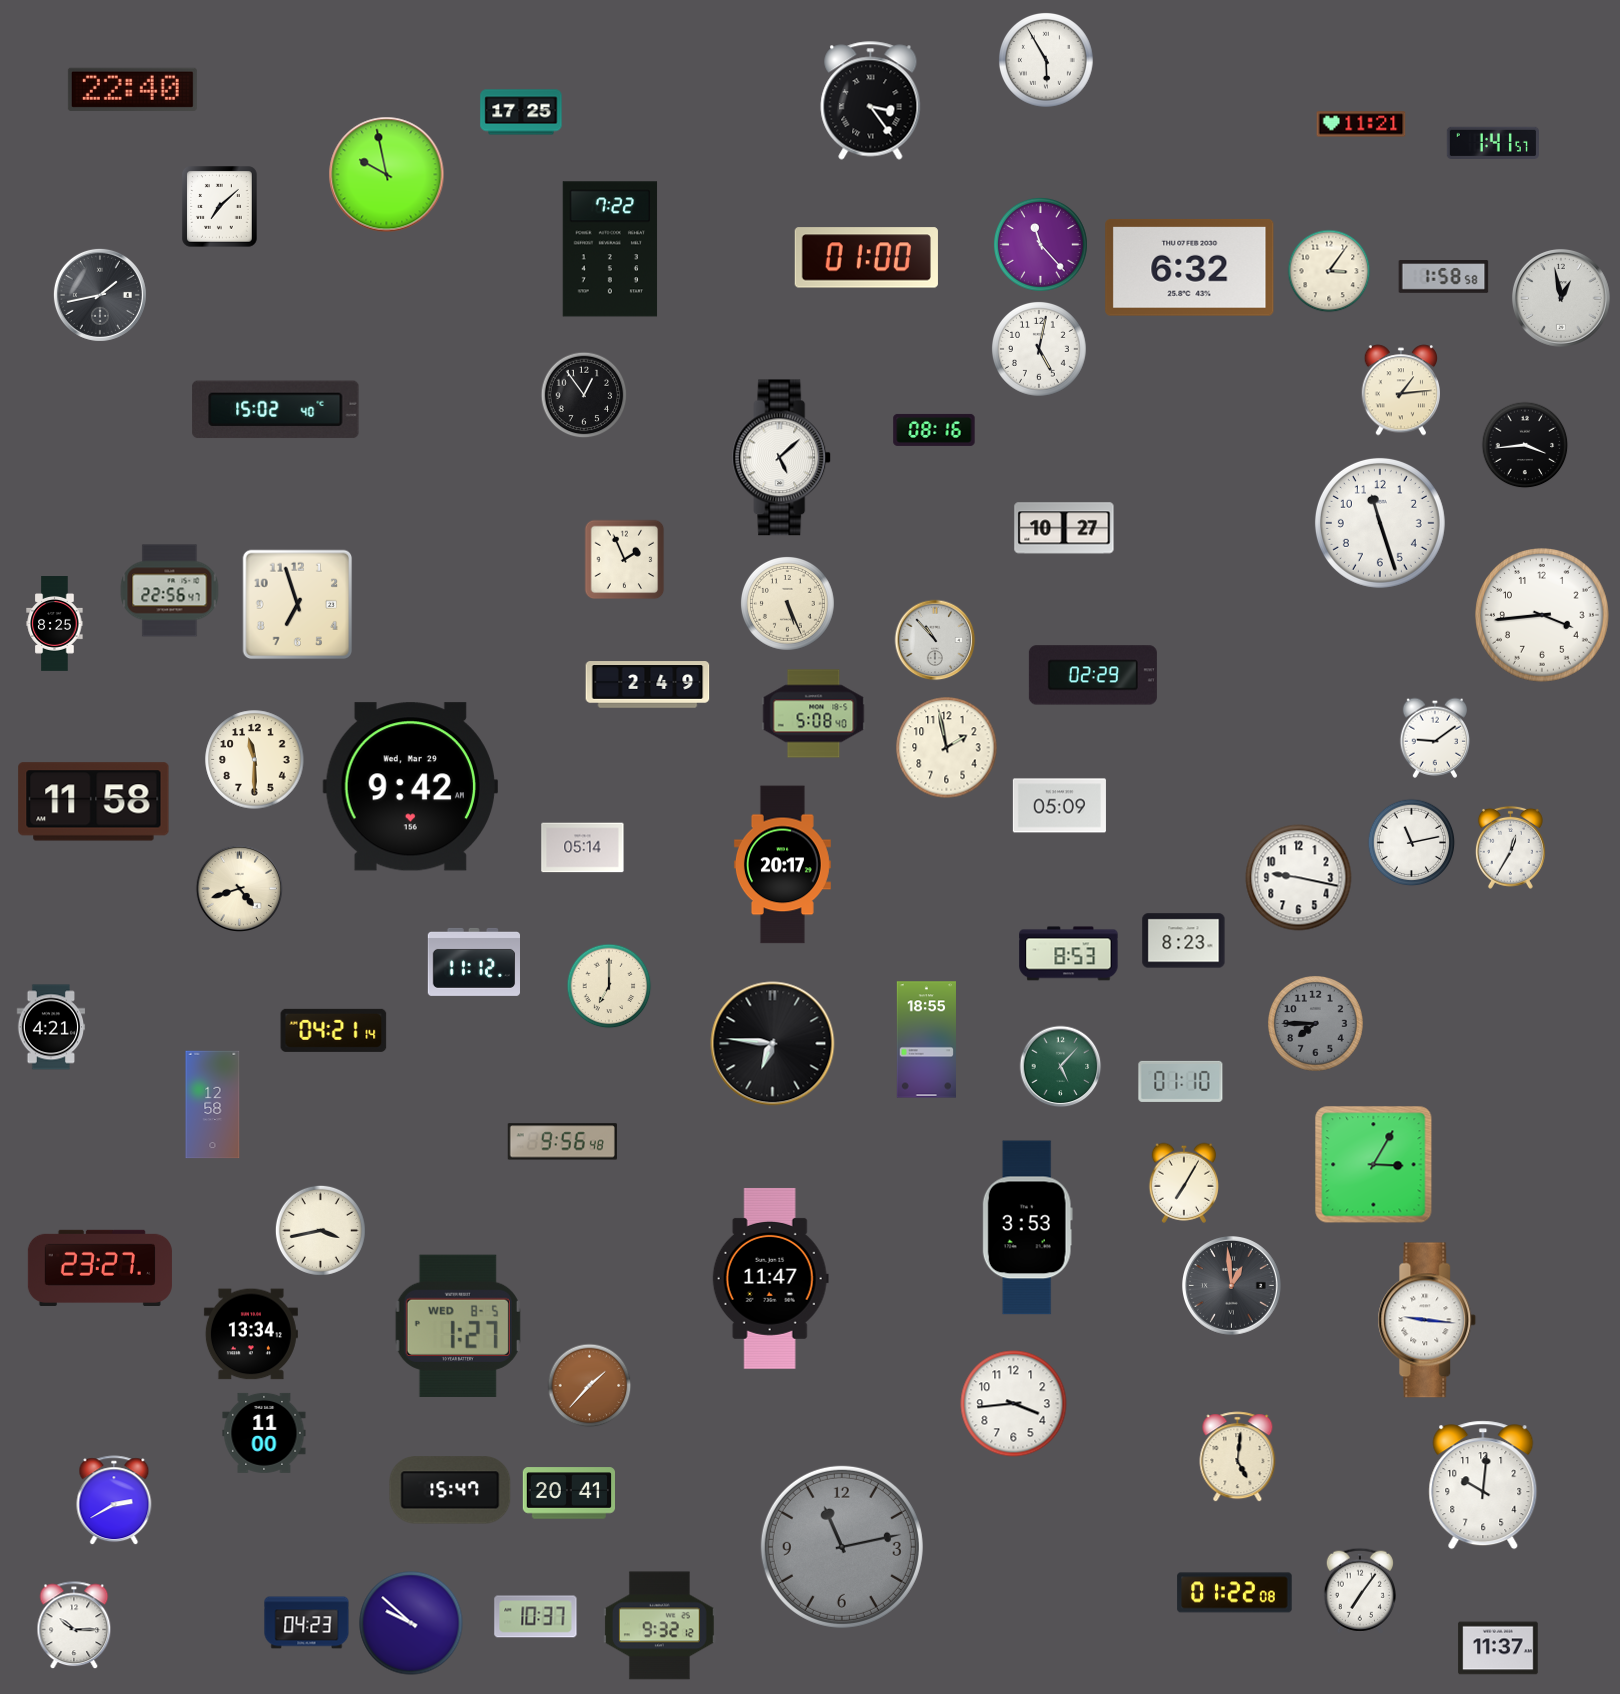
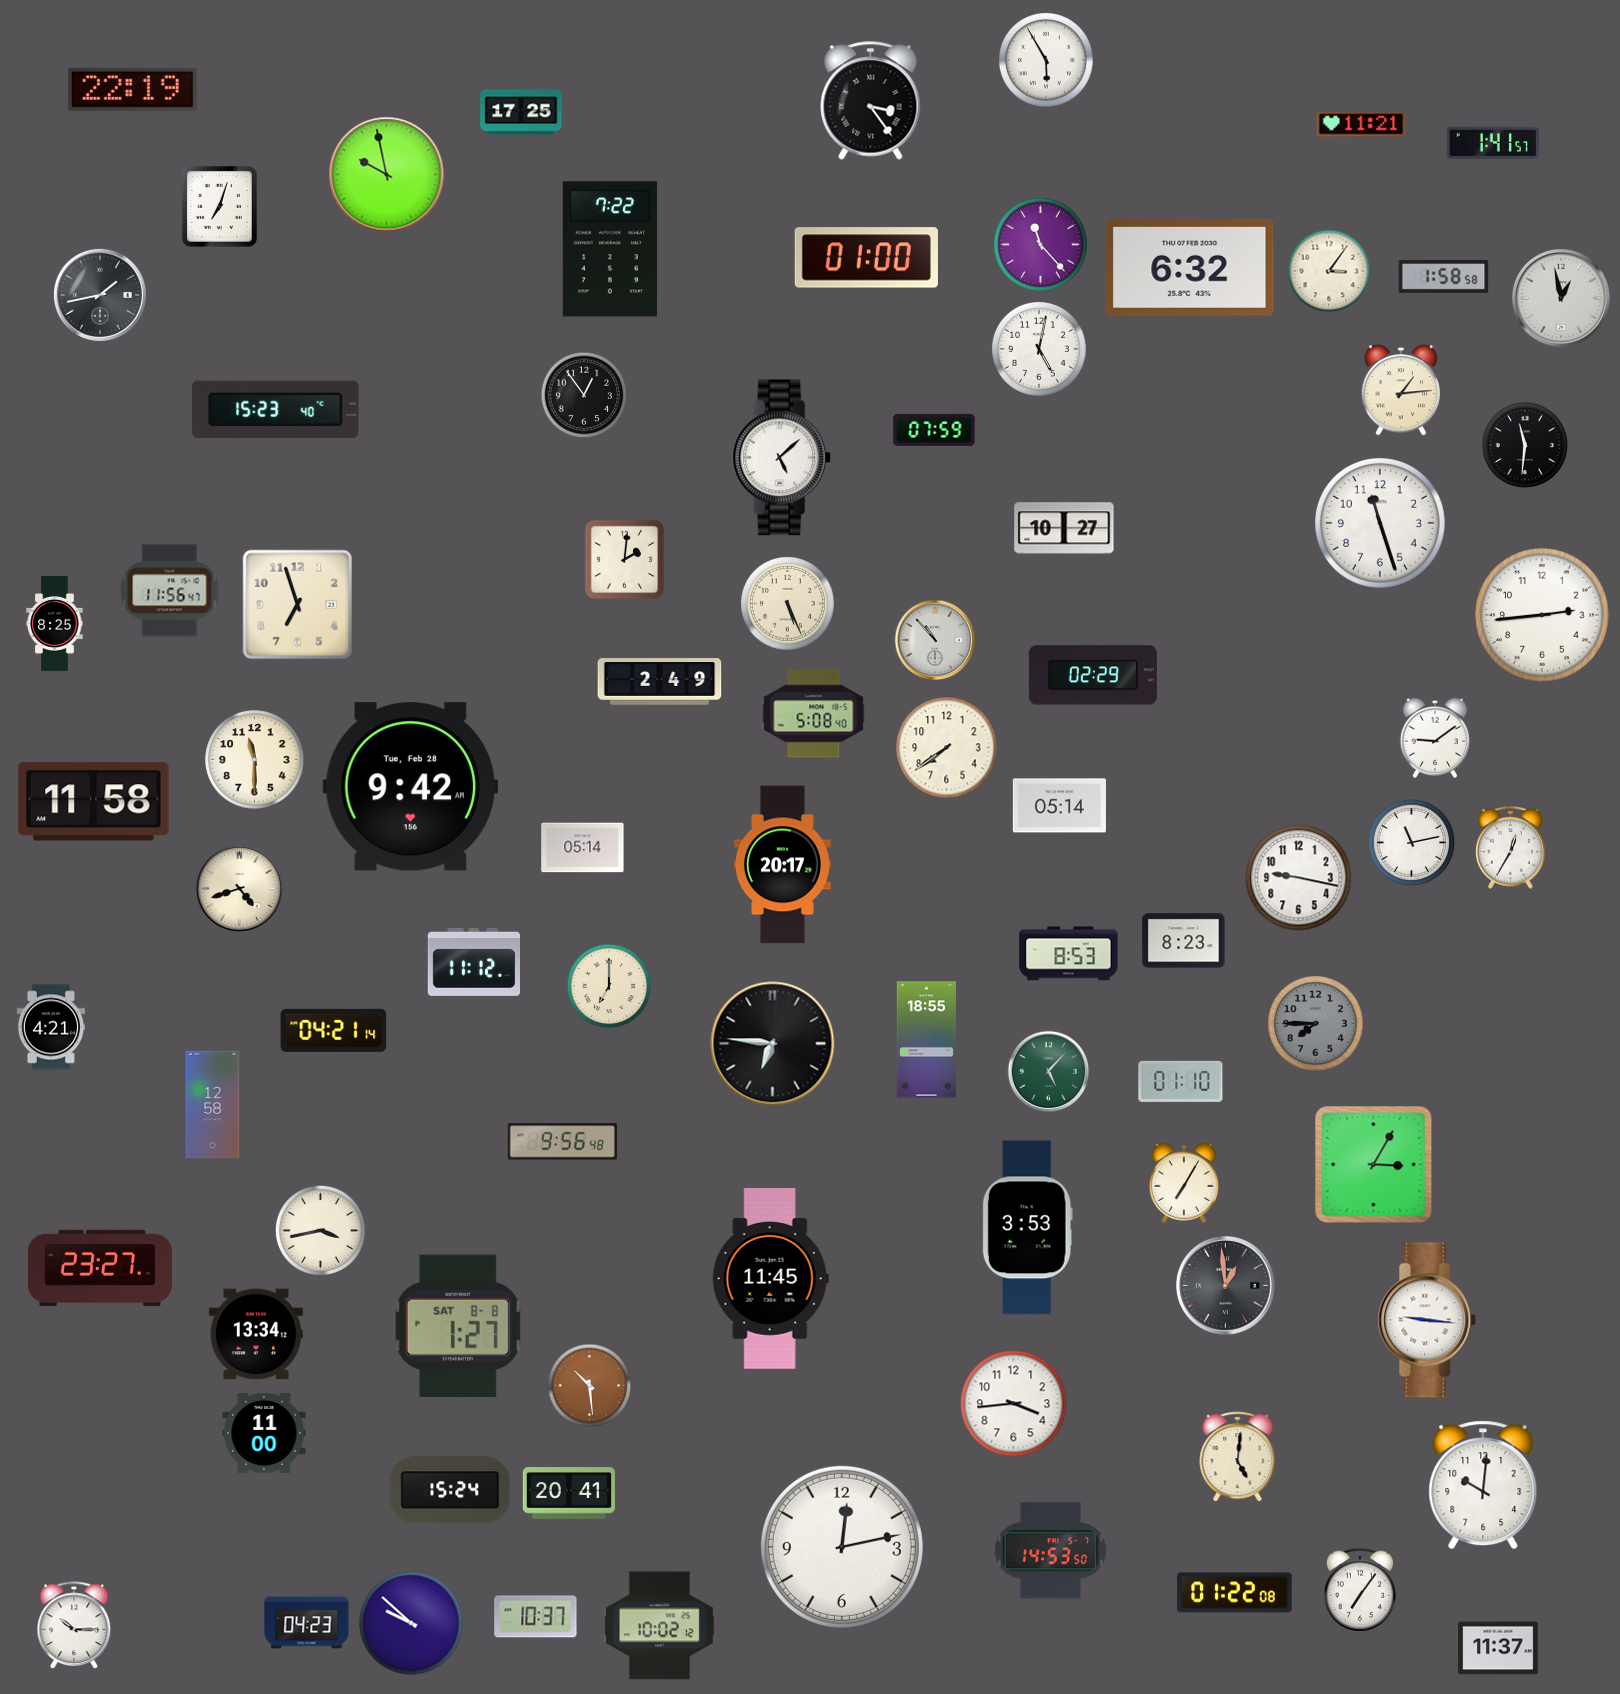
clock at (132, 89): 22:40 -> 22:19
clock at (220, 207): 7:08 -> 7:03
clock at (276, 410): 15:02 -> 15:23
clock at (934, 430): 08:16 -> 07:59
clock at (1525, 445): 3:44 -> 11:31
clock at (625, 560): 1:56 -> 2:01
clock at (170, 591): 22:56 -> 11:56
clock at (1542, 615): 3:44 -> 2:44
clock at (648, 685) position: (648, 685) -> (660, 682)
clock at (947, 748): 1:58 -> 7:39
clock at (410, 787) date: Wed, Mar 29 -> Tue, Feb 28
clock at (1059, 806): 05:09 -> 05:14
clock at (1061, 1067) position: (1061, 1067) -> (1049, 1072)
clock at (770, 1278): 11:47 -> 11:45
clock at (1232, 1286) position: (1232, 1286) -> (1226, 1286)
clock at (458, 1326) date: WED 8-5 -> SAT 8-8
clock at (251, 1334) position: (251, 1334) -> (256, 1334)
clock at (590, 1386): 1:37 -> 10:29
clock at (450, 1490): 15:47 -> 15:24
clock at (114, 1501): 2:40 -> none
clock at (842, 1547): 11:13 -> 12:13
clock at (842, 1547) dial: grey -> white
clock at (1050, 1551): none -> 14:53
clock at (659, 1626): 9:32 -> 10:02
